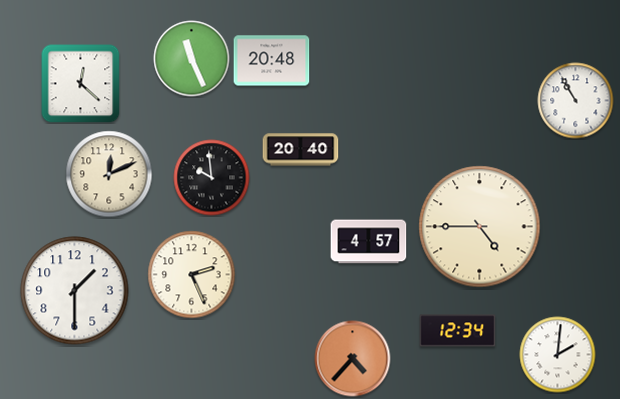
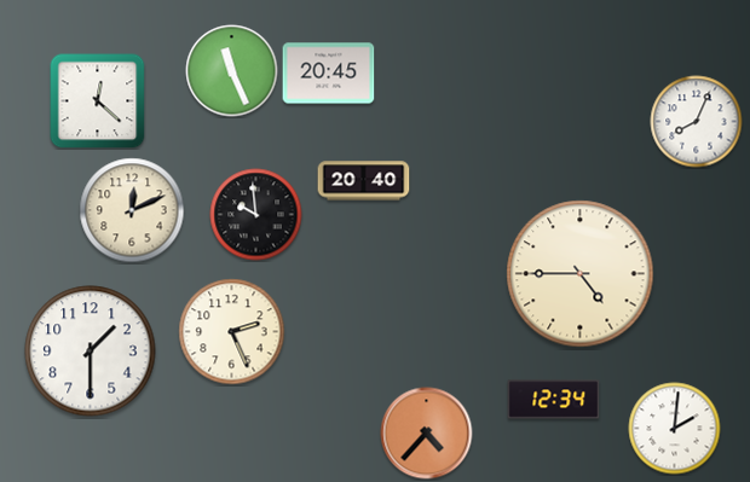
clock at (272, 61): 20:48 -> 20:45
clock at (576, 101): 10:55 -> 8:04
clock at (369, 242): 4:57 -> none
